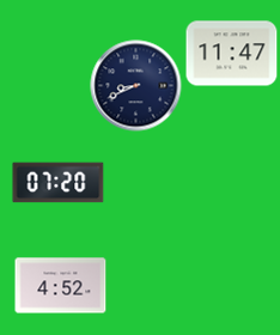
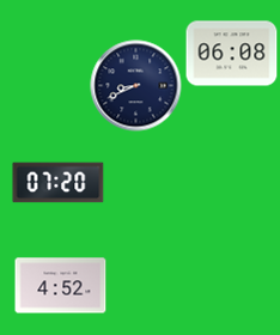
clock at (232, 54): 11:47 -> 06:08
